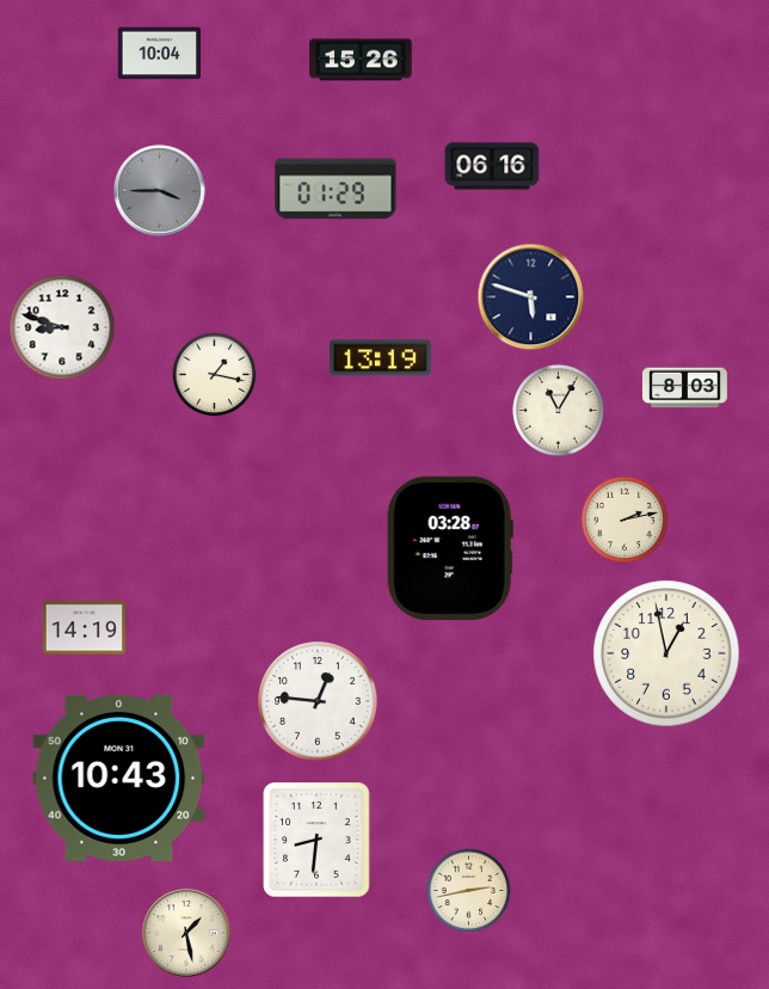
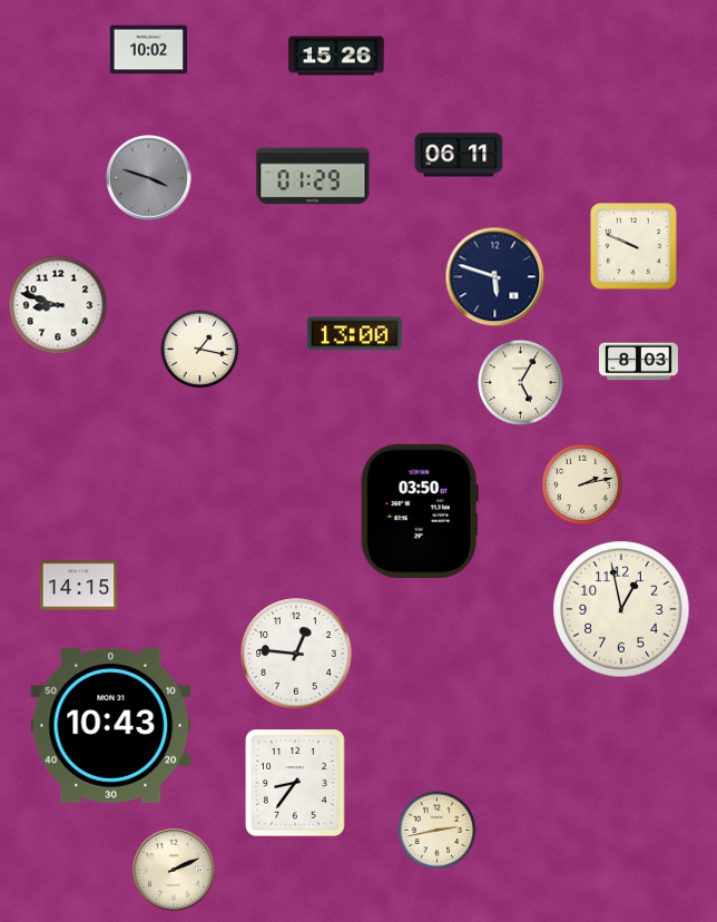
clock at (159, 54): 10:04 -> 10:02
clock at (492, 166): 06:16 -> 06:11
clock at (160, 191): 3:45 -> 3:48
clock at (633, 246): none -> 9:49
clock at (381, 358): 13:19 -> 13:00
clock at (559, 411): 11:05 -> 5:05
clock at (450, 548): 03:28 -> 03:50
clock at (84, 628): 14:19 -> 14:15
clock at (316, 840): 8:31 -> 8:36
clock at (186, 933): 1:28 -> 2:11
